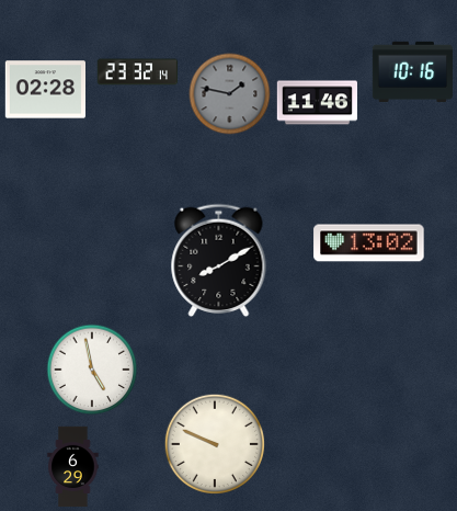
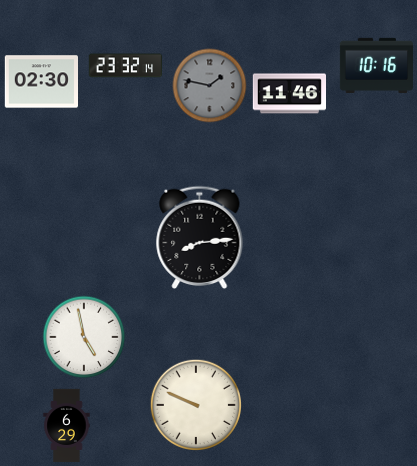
clock at (45, 90): 02:28 -> 02:30
clock at (369, 243): 13:02 -> none
clock at (219, 261): 8:10 -> 8:14
